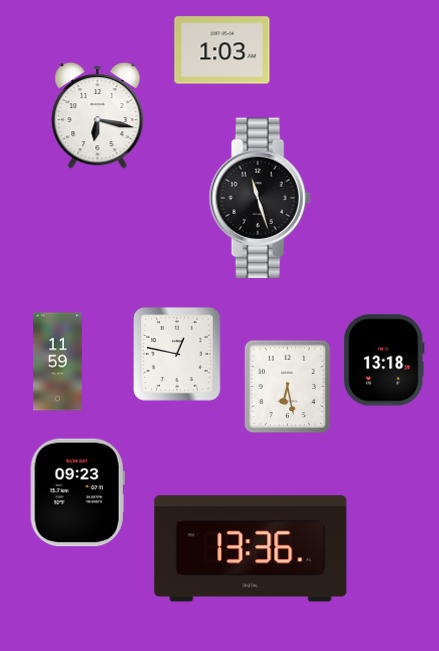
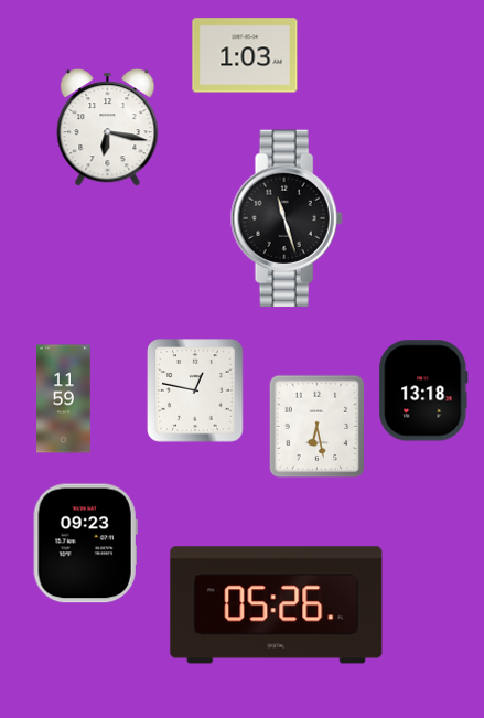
clock at (384, 360) position: (384, 360) -> (423, 390)
clock at (251, 549): 13:36 -> 05:26
